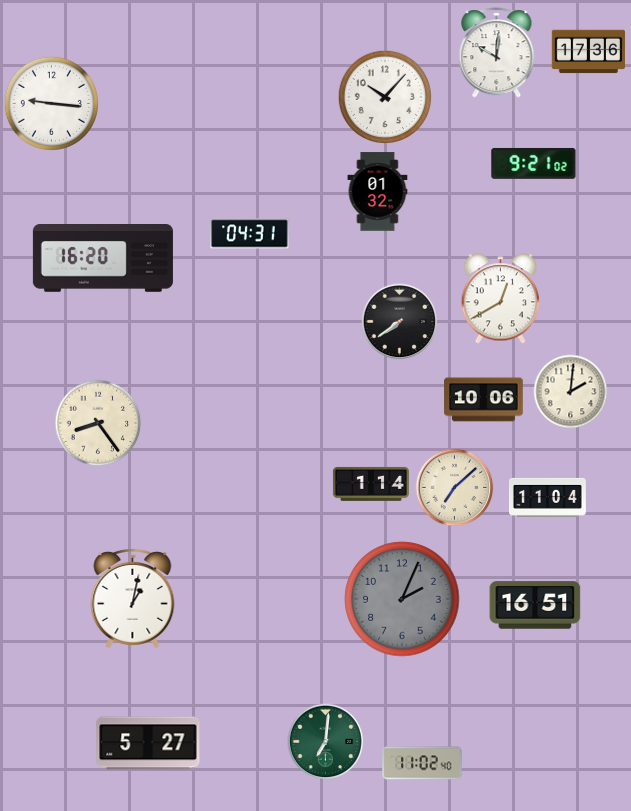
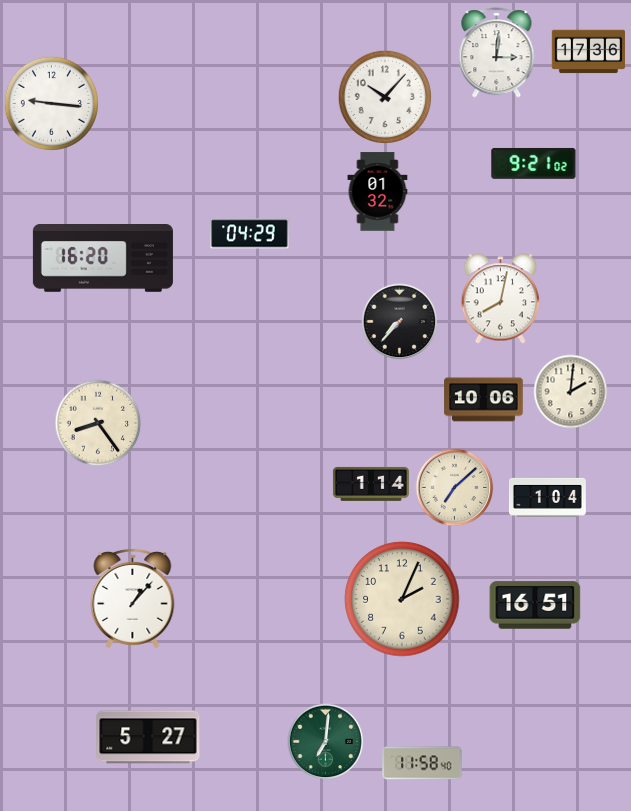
clock at (497, 53): 10:01 -> 3:01
clock at (250, 234): 04:31 -> 04:29
clock at (501, 299): 12:40 -> 8:02
clock at (400, 322): 7:39 -> 7:37
clock at (548, 497): 11:04 -> 1:04
clock at (133, 598): 1:02 -> 1:07
clock at (402, 599) dial: grey -> cream
clock at (148, 743) position: (148, 743) -> (148, 737)
clock at (422, 763): 11:02 -> 11:58
